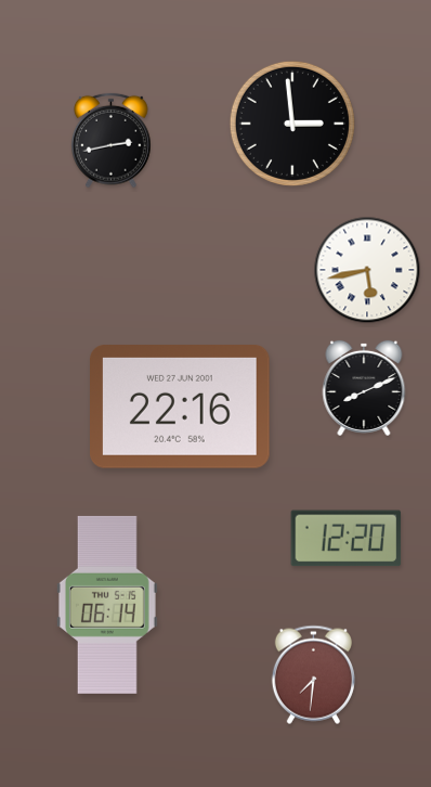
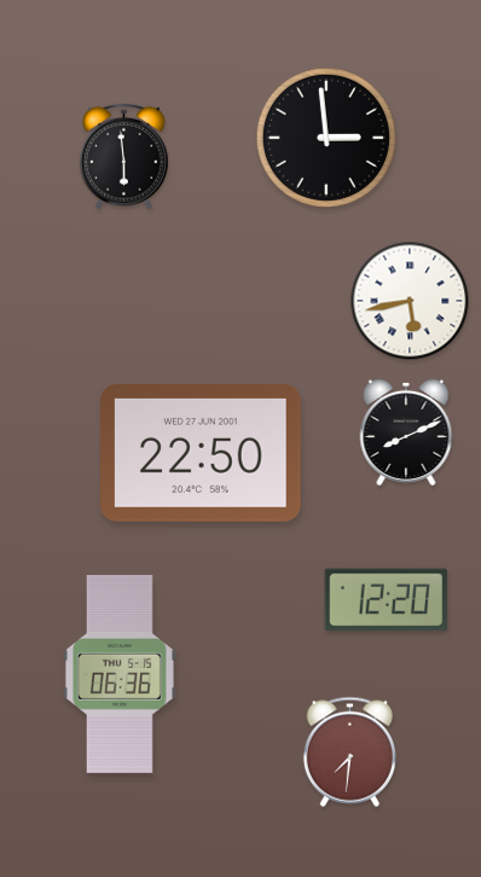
clock at (112, 141): 2:43 -> 5:59
clock at (181, 408): 22:16 -> 22:50
clock at (107, 605): 06:14 -> 06:36
